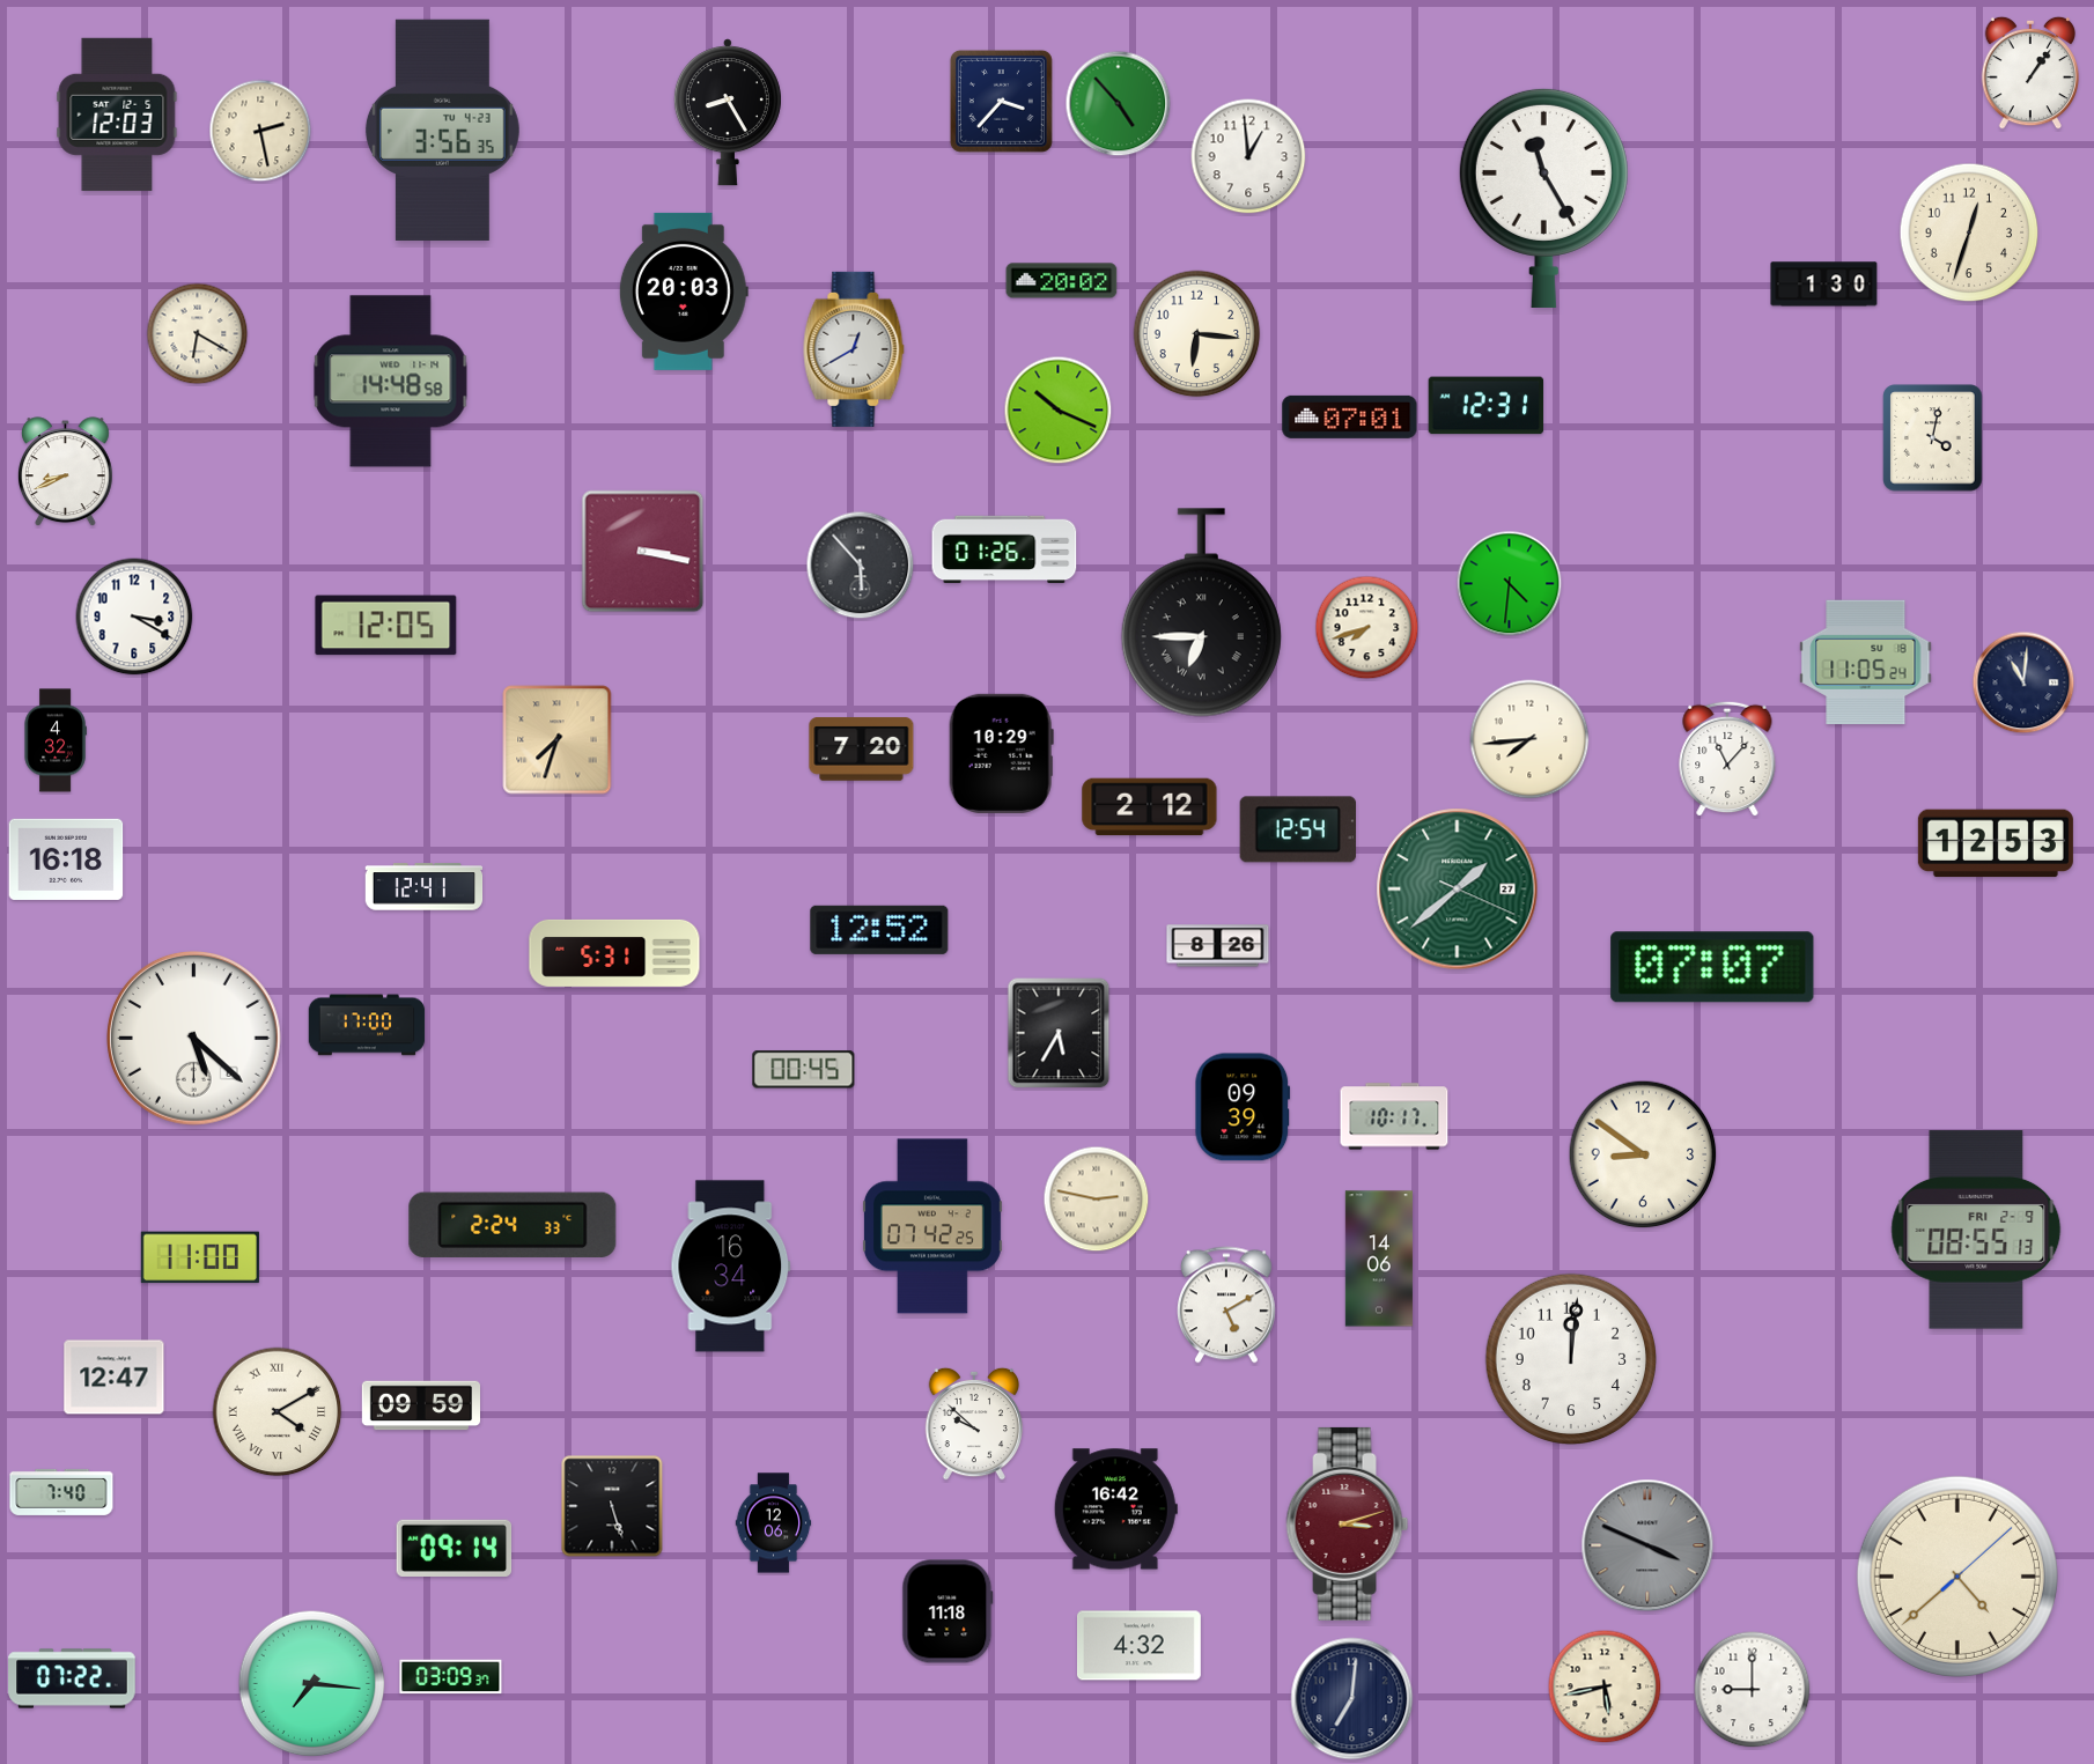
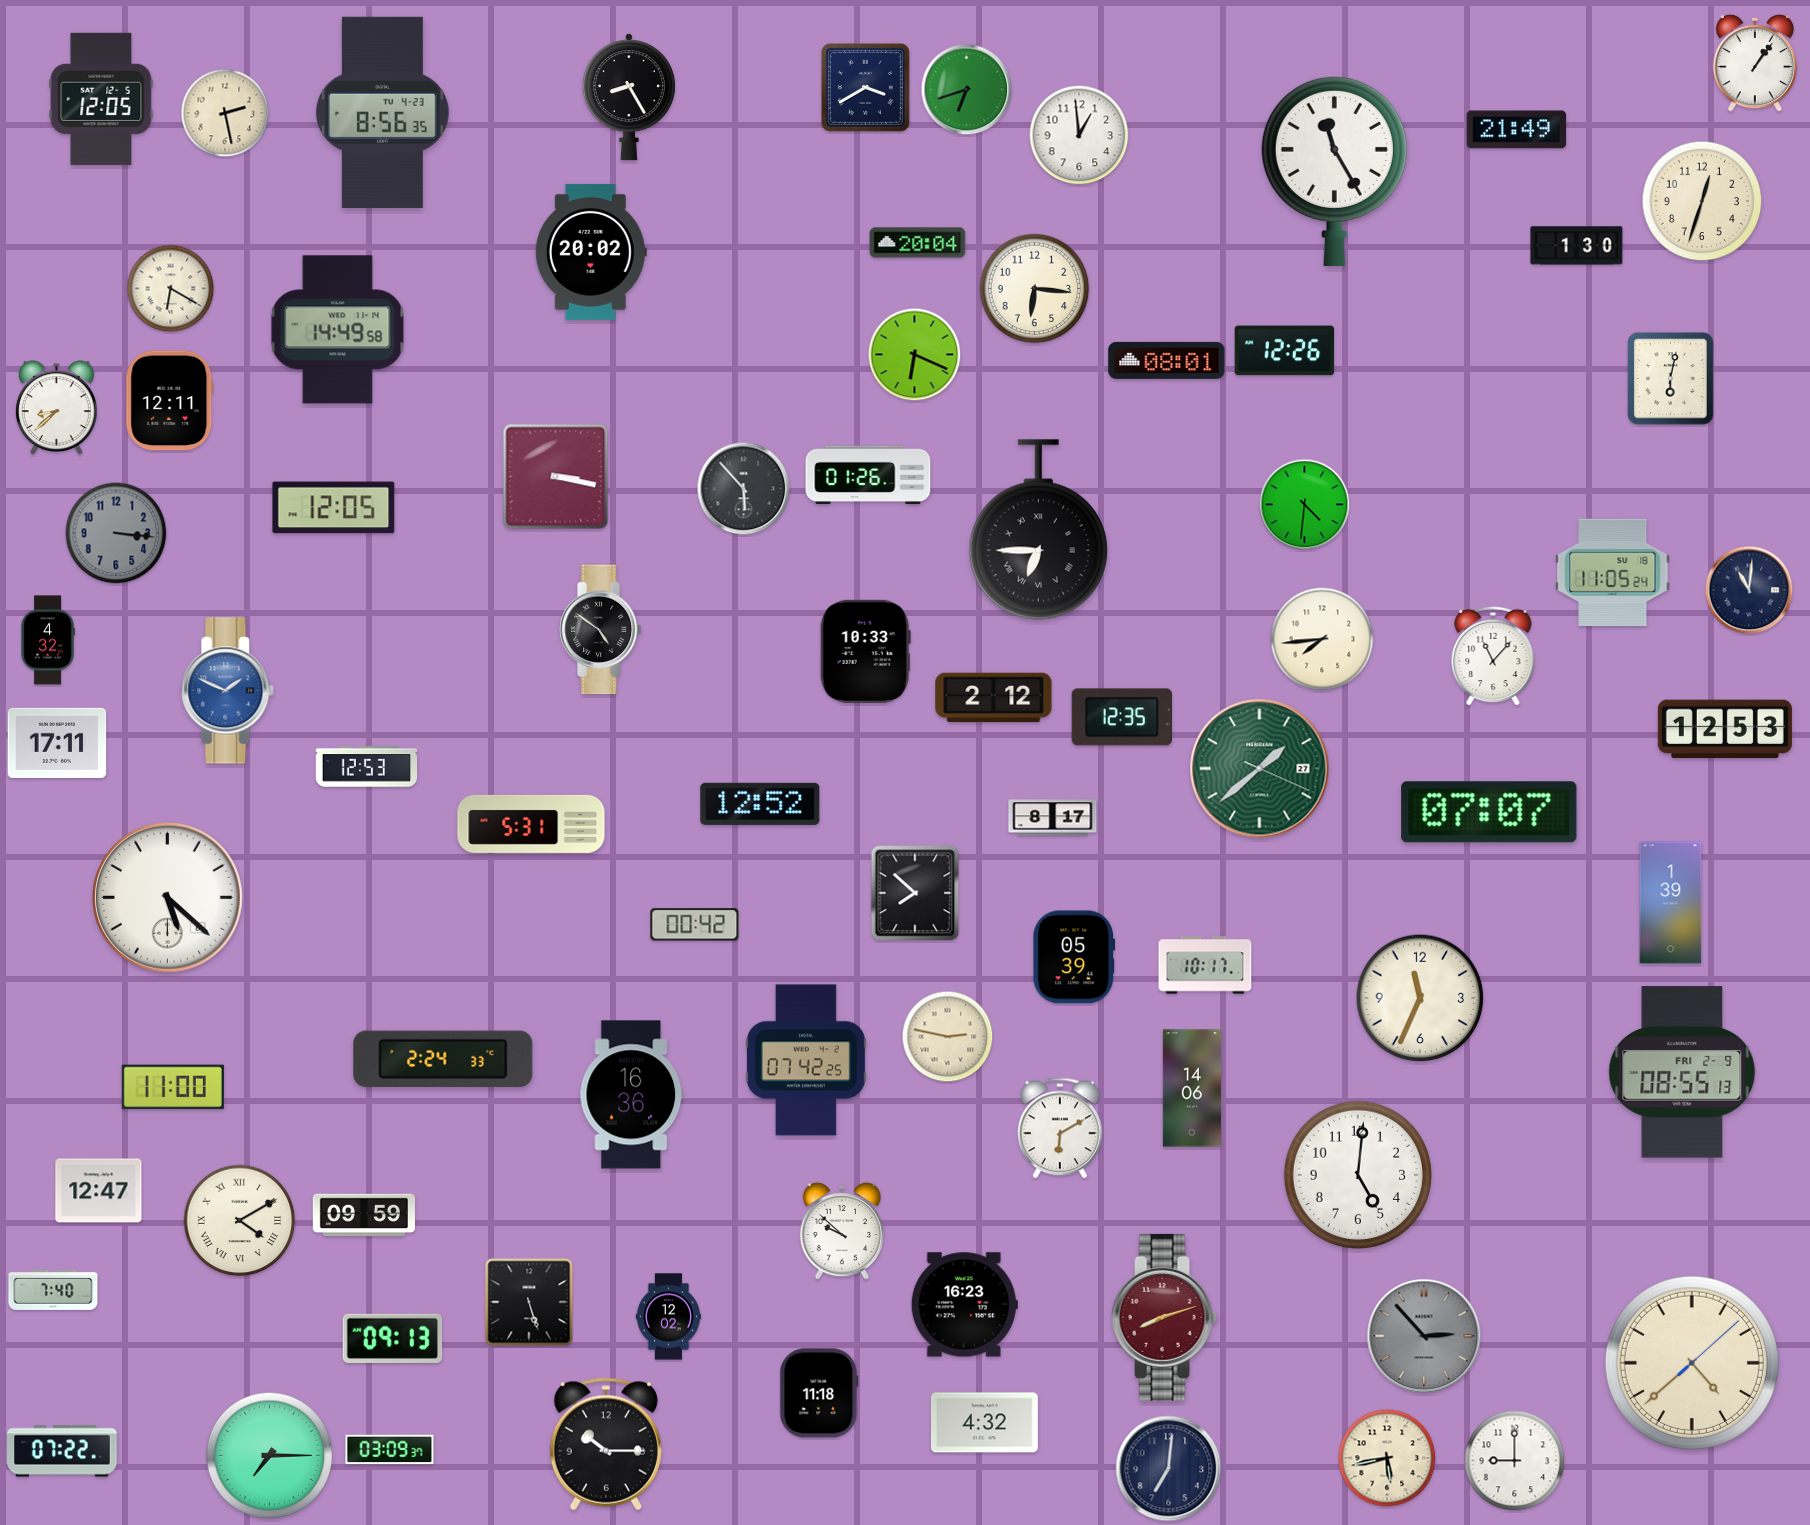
clock at (1001, 101): 3:37 -> 3:40
clock at (1119, 104): 4:53 -> 6:42
clock at (117, 115): 12:03 -> 12:05
clock at (442, 130): 3:56 -> 8:56
clock at (1517, 130): none -> 21:49
clock at (1062, 281): 20:02 -> 20:04
clock at (684, 291): 20:03 -> 20:02
clock at (854, 349): 12:40 -> none
clock at (391, 382): 14:48 -> 14:49
clock at (1487, 406): 12:31 -> 12:26
clock at (1059, 411): 10:19 -> 6:19
clock at (1350, 416): 07:01 -> 08:01
clock at (1933, 438): 4:02 -> 6:02
clock at (170, 401): none -> 12:11
clock at (65, 472): 8:41 -> 8:38
clock at (134, 617): 3:20 -> 3:16
clock at (134, 617) dial: white -> grey
clock at (386, 626) position: (386, 626) -> (334, 508)
clock at (1367, 628): 7:42 -> none
clock at (601, 630): none -> 4:51
clock at (558, 740): 7:33 -> none
clock at (862, 750): 7:20 -> none
clock at (1001, 753): 10:29 -> 10:33
clock at (228, 691): none -> 1:49
clock at (1297, 829): 12:54 -> 12:35
clock at (66, 859): 16:18 -> 17:11
clock at (425, 887): 12:41 -> 12:53
clock at (1218, 946): 8:26 -> 8:17
clock at (1712, 967) position: (1712, 967) -> (1489, 812)
clock at (367, 1025): 17:00 -> none
clock at (1059, 1033): 5:35 -> 7:52
clock at (1671, 903): none -> 1:39
clock at (804, 1070): 00:45 -> 00:42
clock at (1243, 1107): 09:39 -> 05:39
clock at (1643, 1154): 8:51 -> 11:34
clock at (1976, 1230) position: (1976, 1230) -> (1682, 1072)
clock at (731, 1267): 16:34 -> 16:36
clock at (1226, 1305): 5:10 -> 6:10
clock at (1570, 1358): 12:01 -> 5:01
clock at (1115, 1510): 16:42 -> 16:23
clock at (774, 1523): 12:06 -> 12:02
clock at (1348, 1523): 3:12 -> 8:12
clock at (1647, 1545): 3:49 -> 2:53
clock at (455, 1548): 09:14 -> 09:13
clock at (606, 1444): none -> 10:15
clock at (312, 1684): 7:16 -> 7:15
